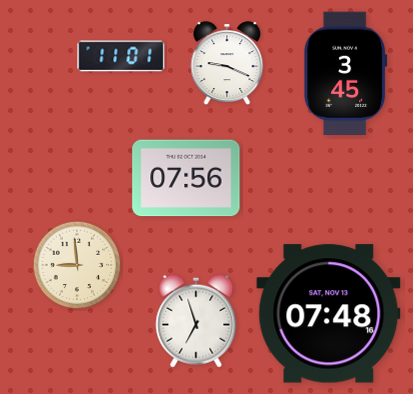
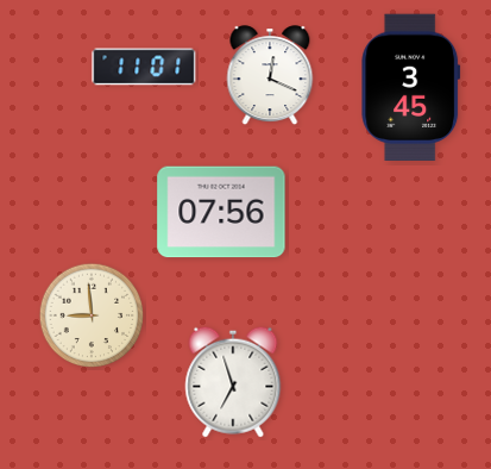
clock at (227, 64): 9:19 -> 12:19
clock at (329, 314): 07:48 -> none
